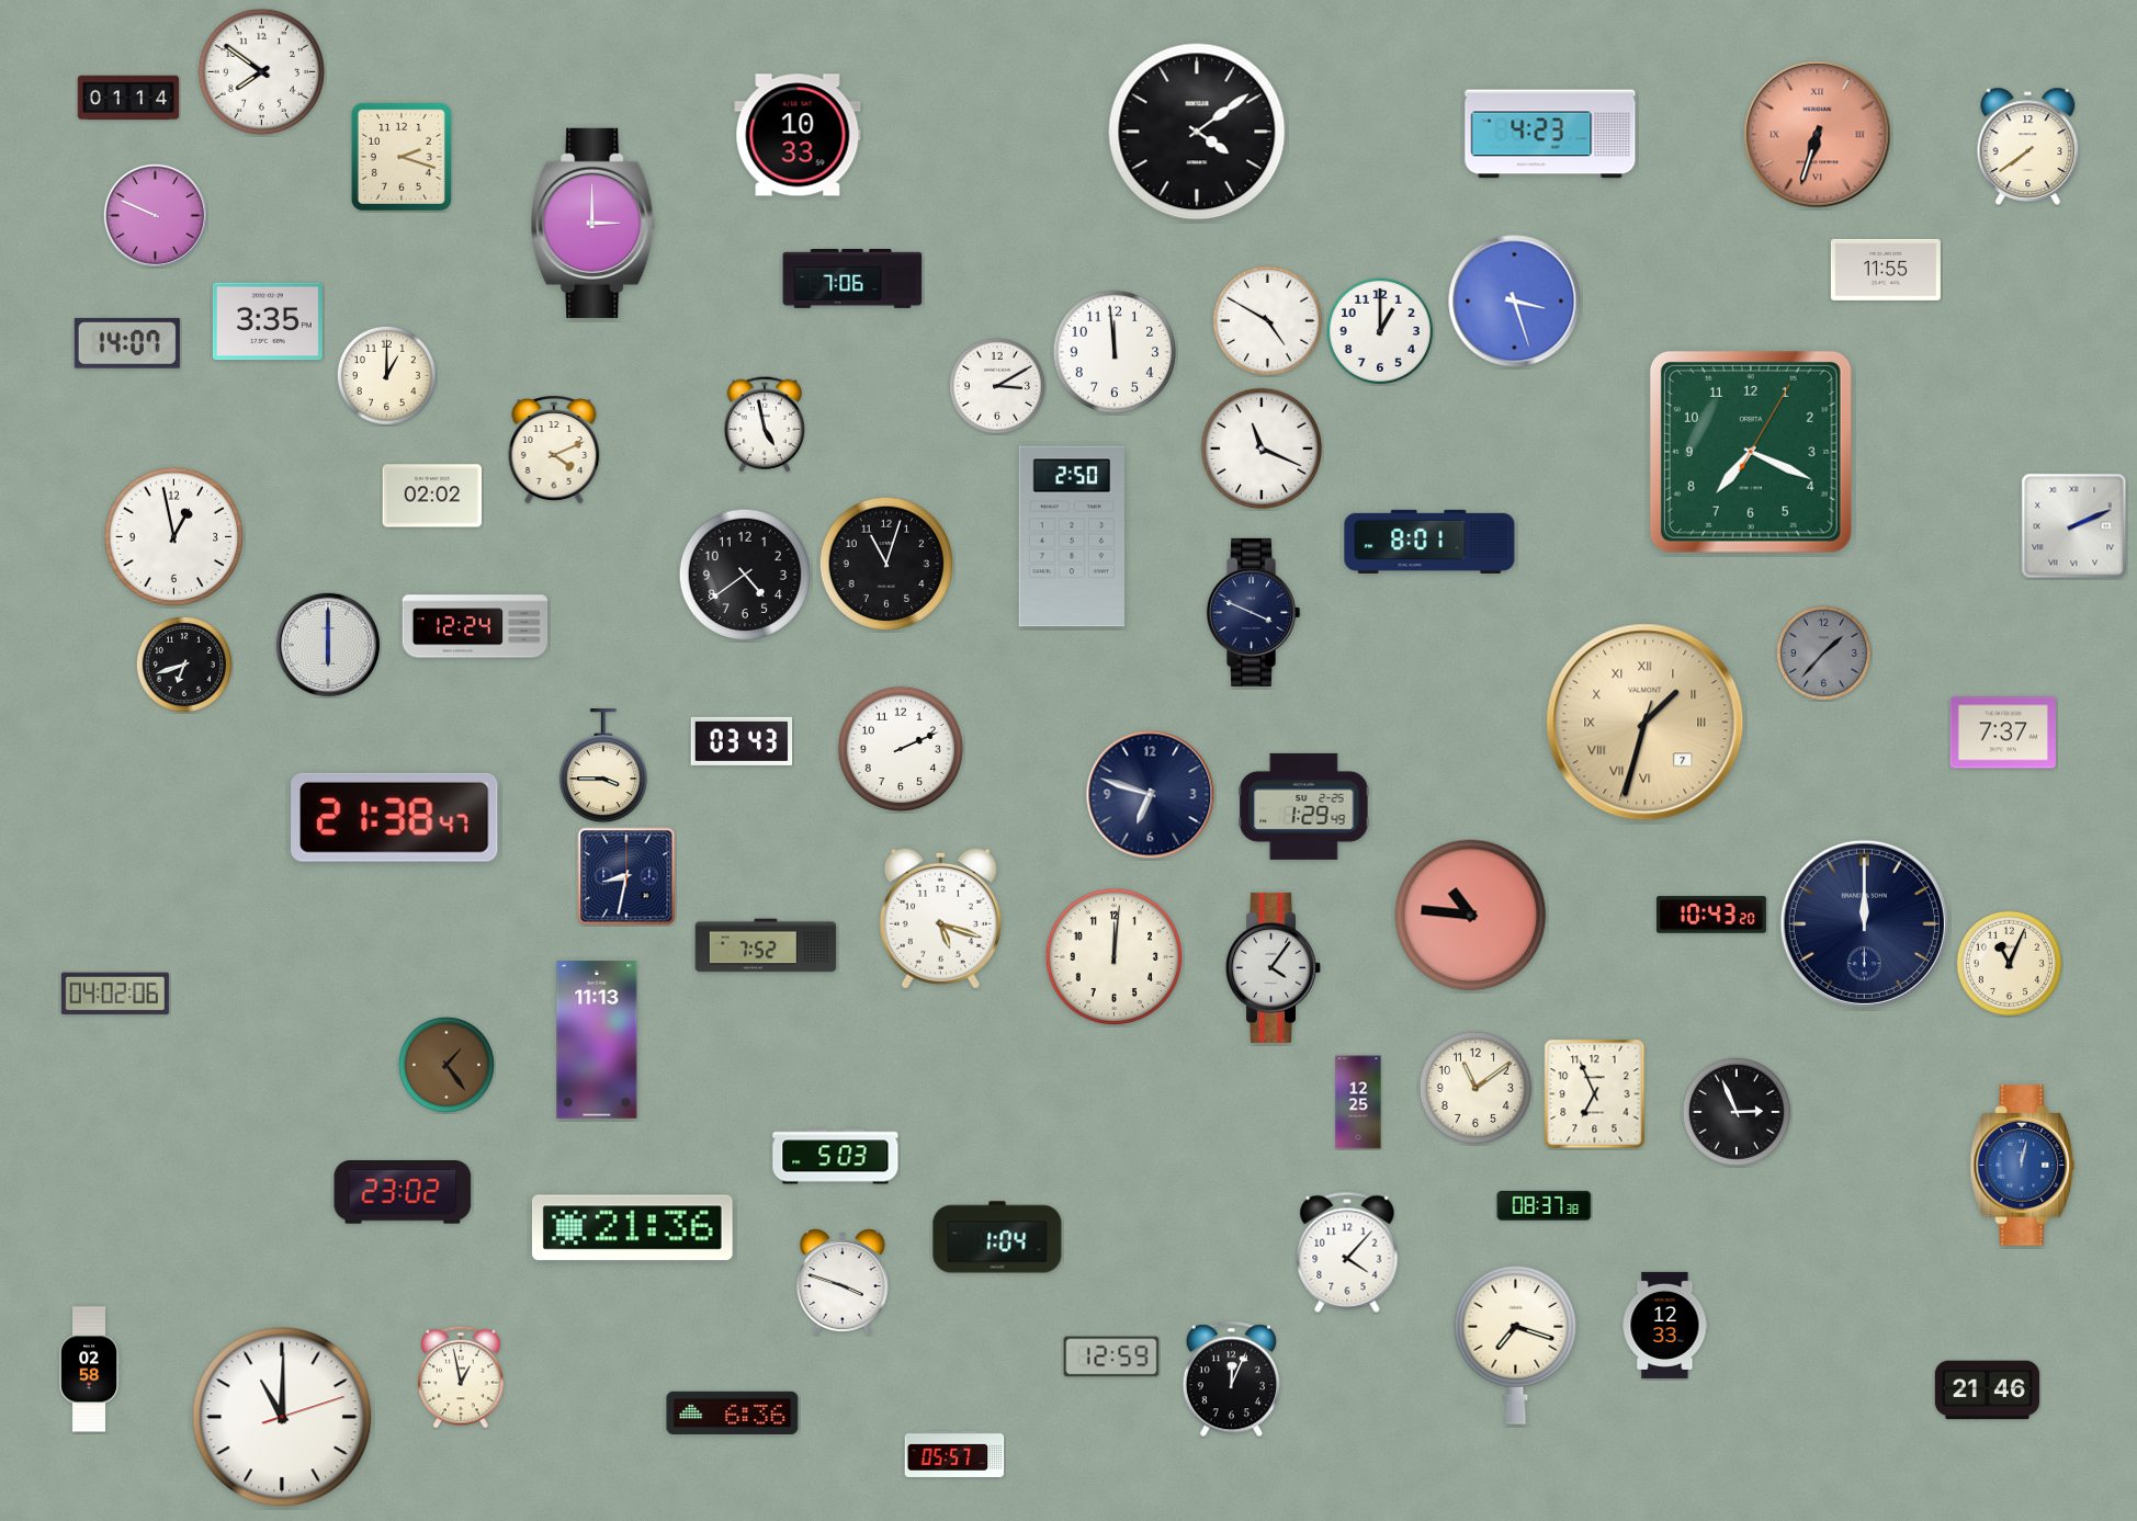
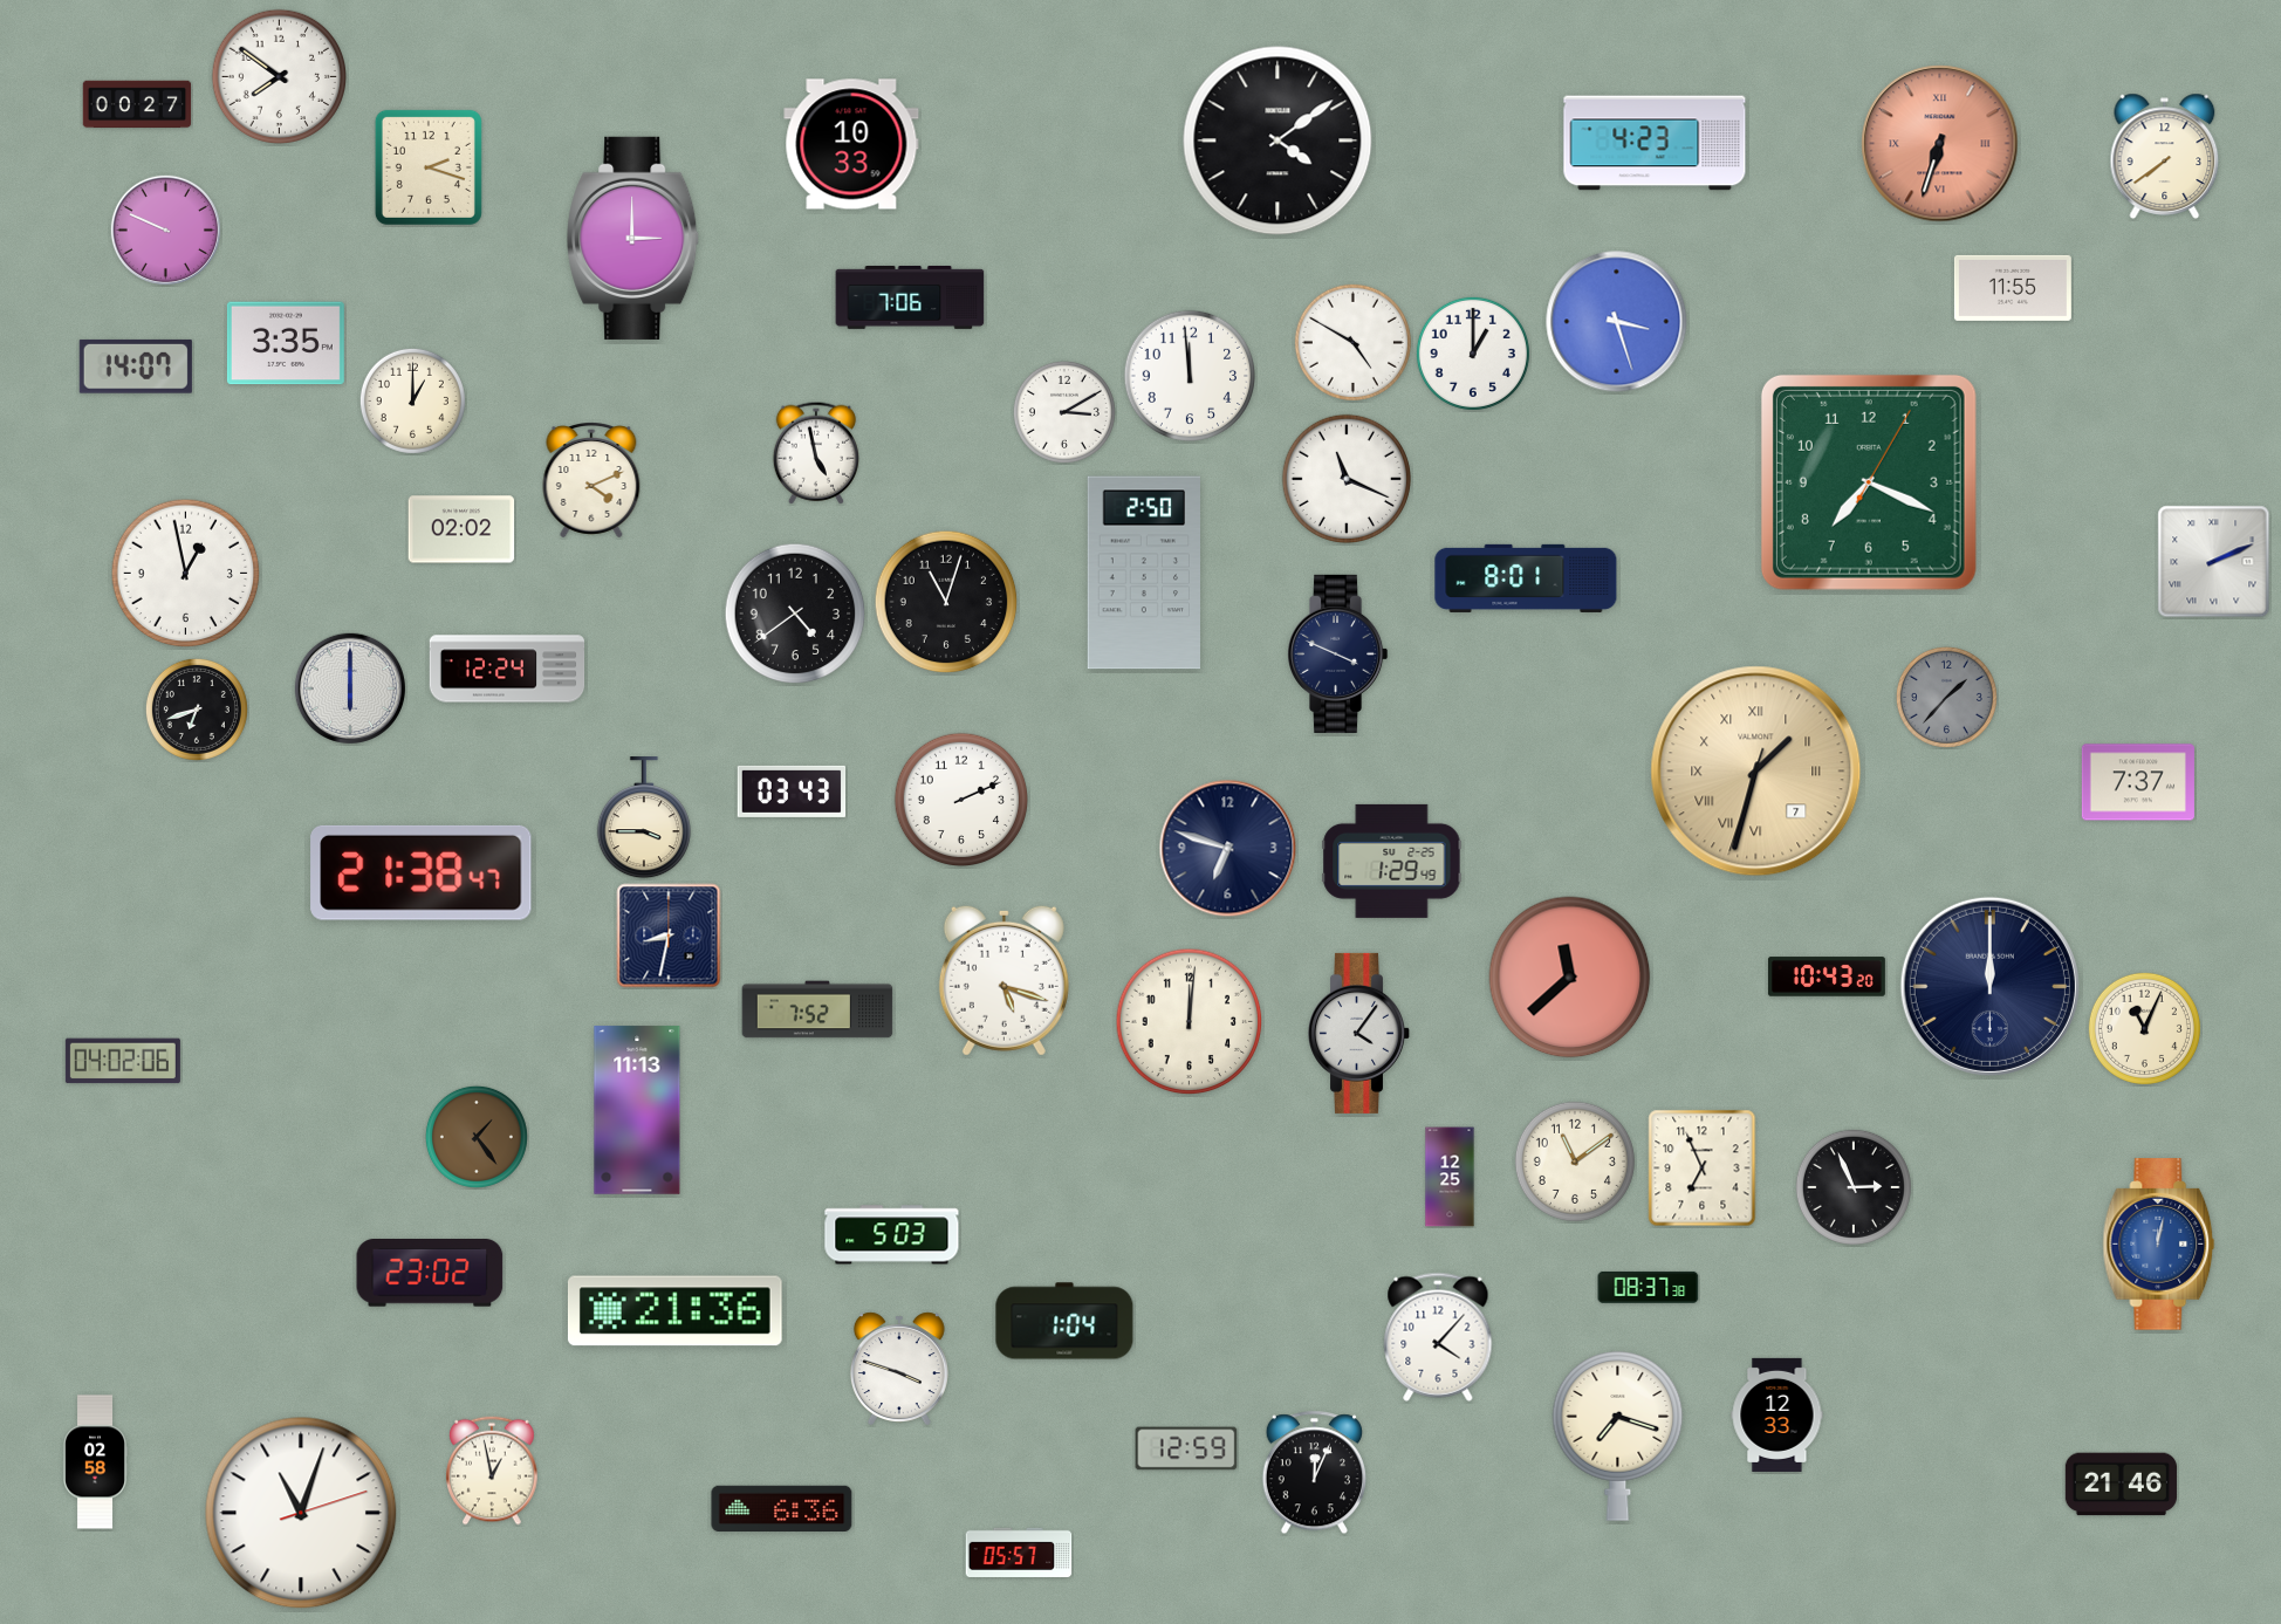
clock at (128, 98): 01:14 -> 00:27
clock at (1471, 916): 10:46 -> 11:38
clock at (282, 1417): 11:00 -> 11:03
